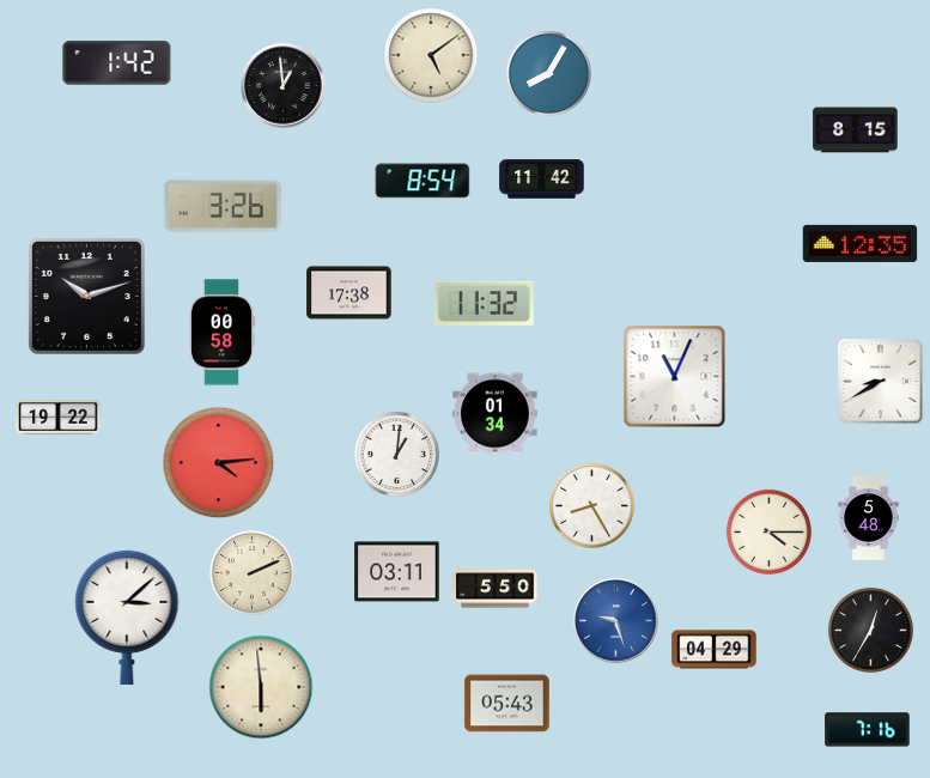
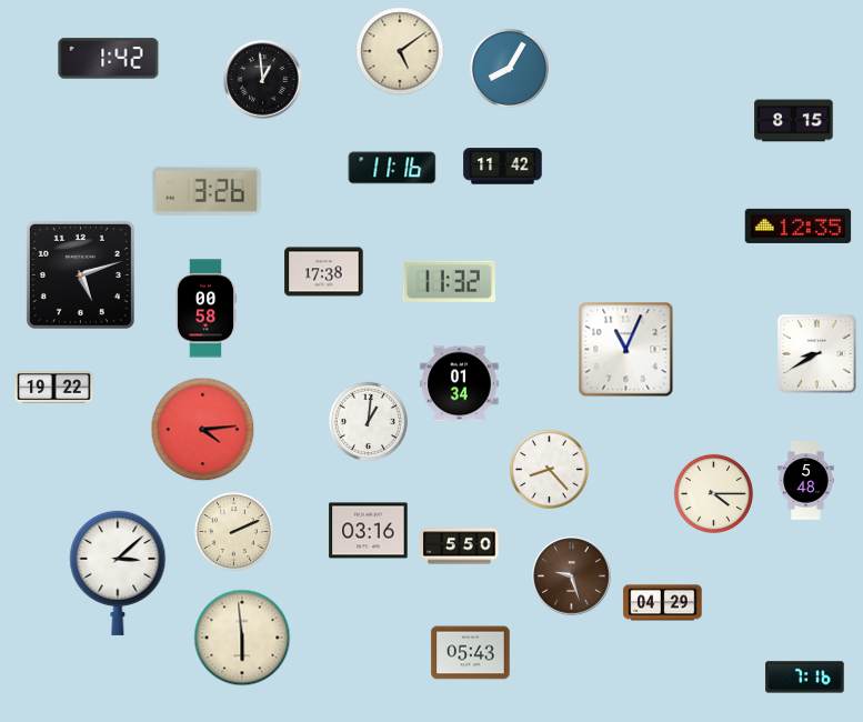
clock at (423, 181): 8:54 -> 11:16
clock at (86, 296): 10:12 -> 5:12
clock at (591, 505): 8:25 -> 8:23
clock at (397, 572): 03:11 -> 03:16
clock at (616, 621) dial: blue -> brown
clock at (870, 630): 12:35 -> none
